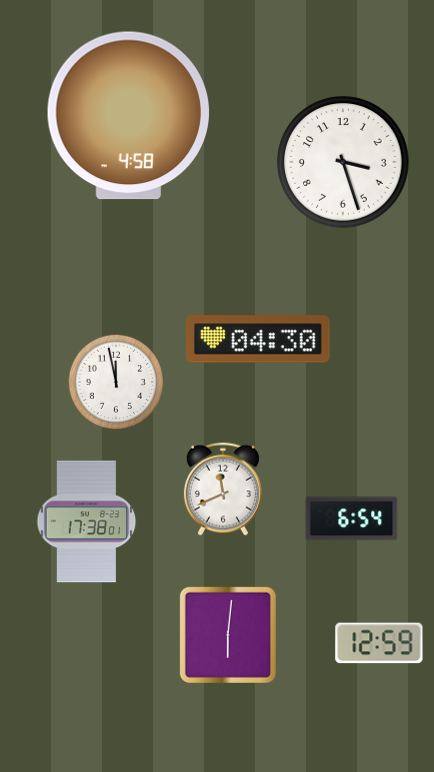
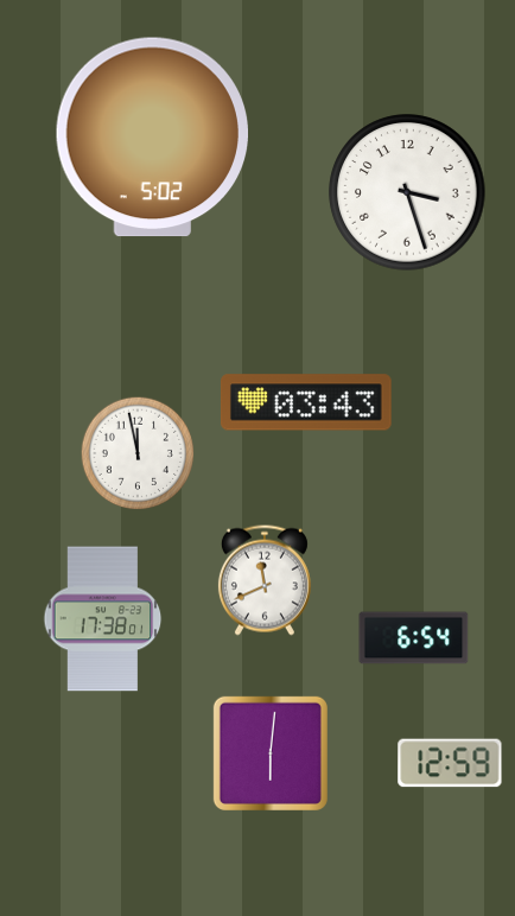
clock at (128, 116): 4:58 -> 5:02
clock at (258, 339): 04:30 -> 03:43
clock at (352, 519) position: (352, 519) -> (414, 638)
